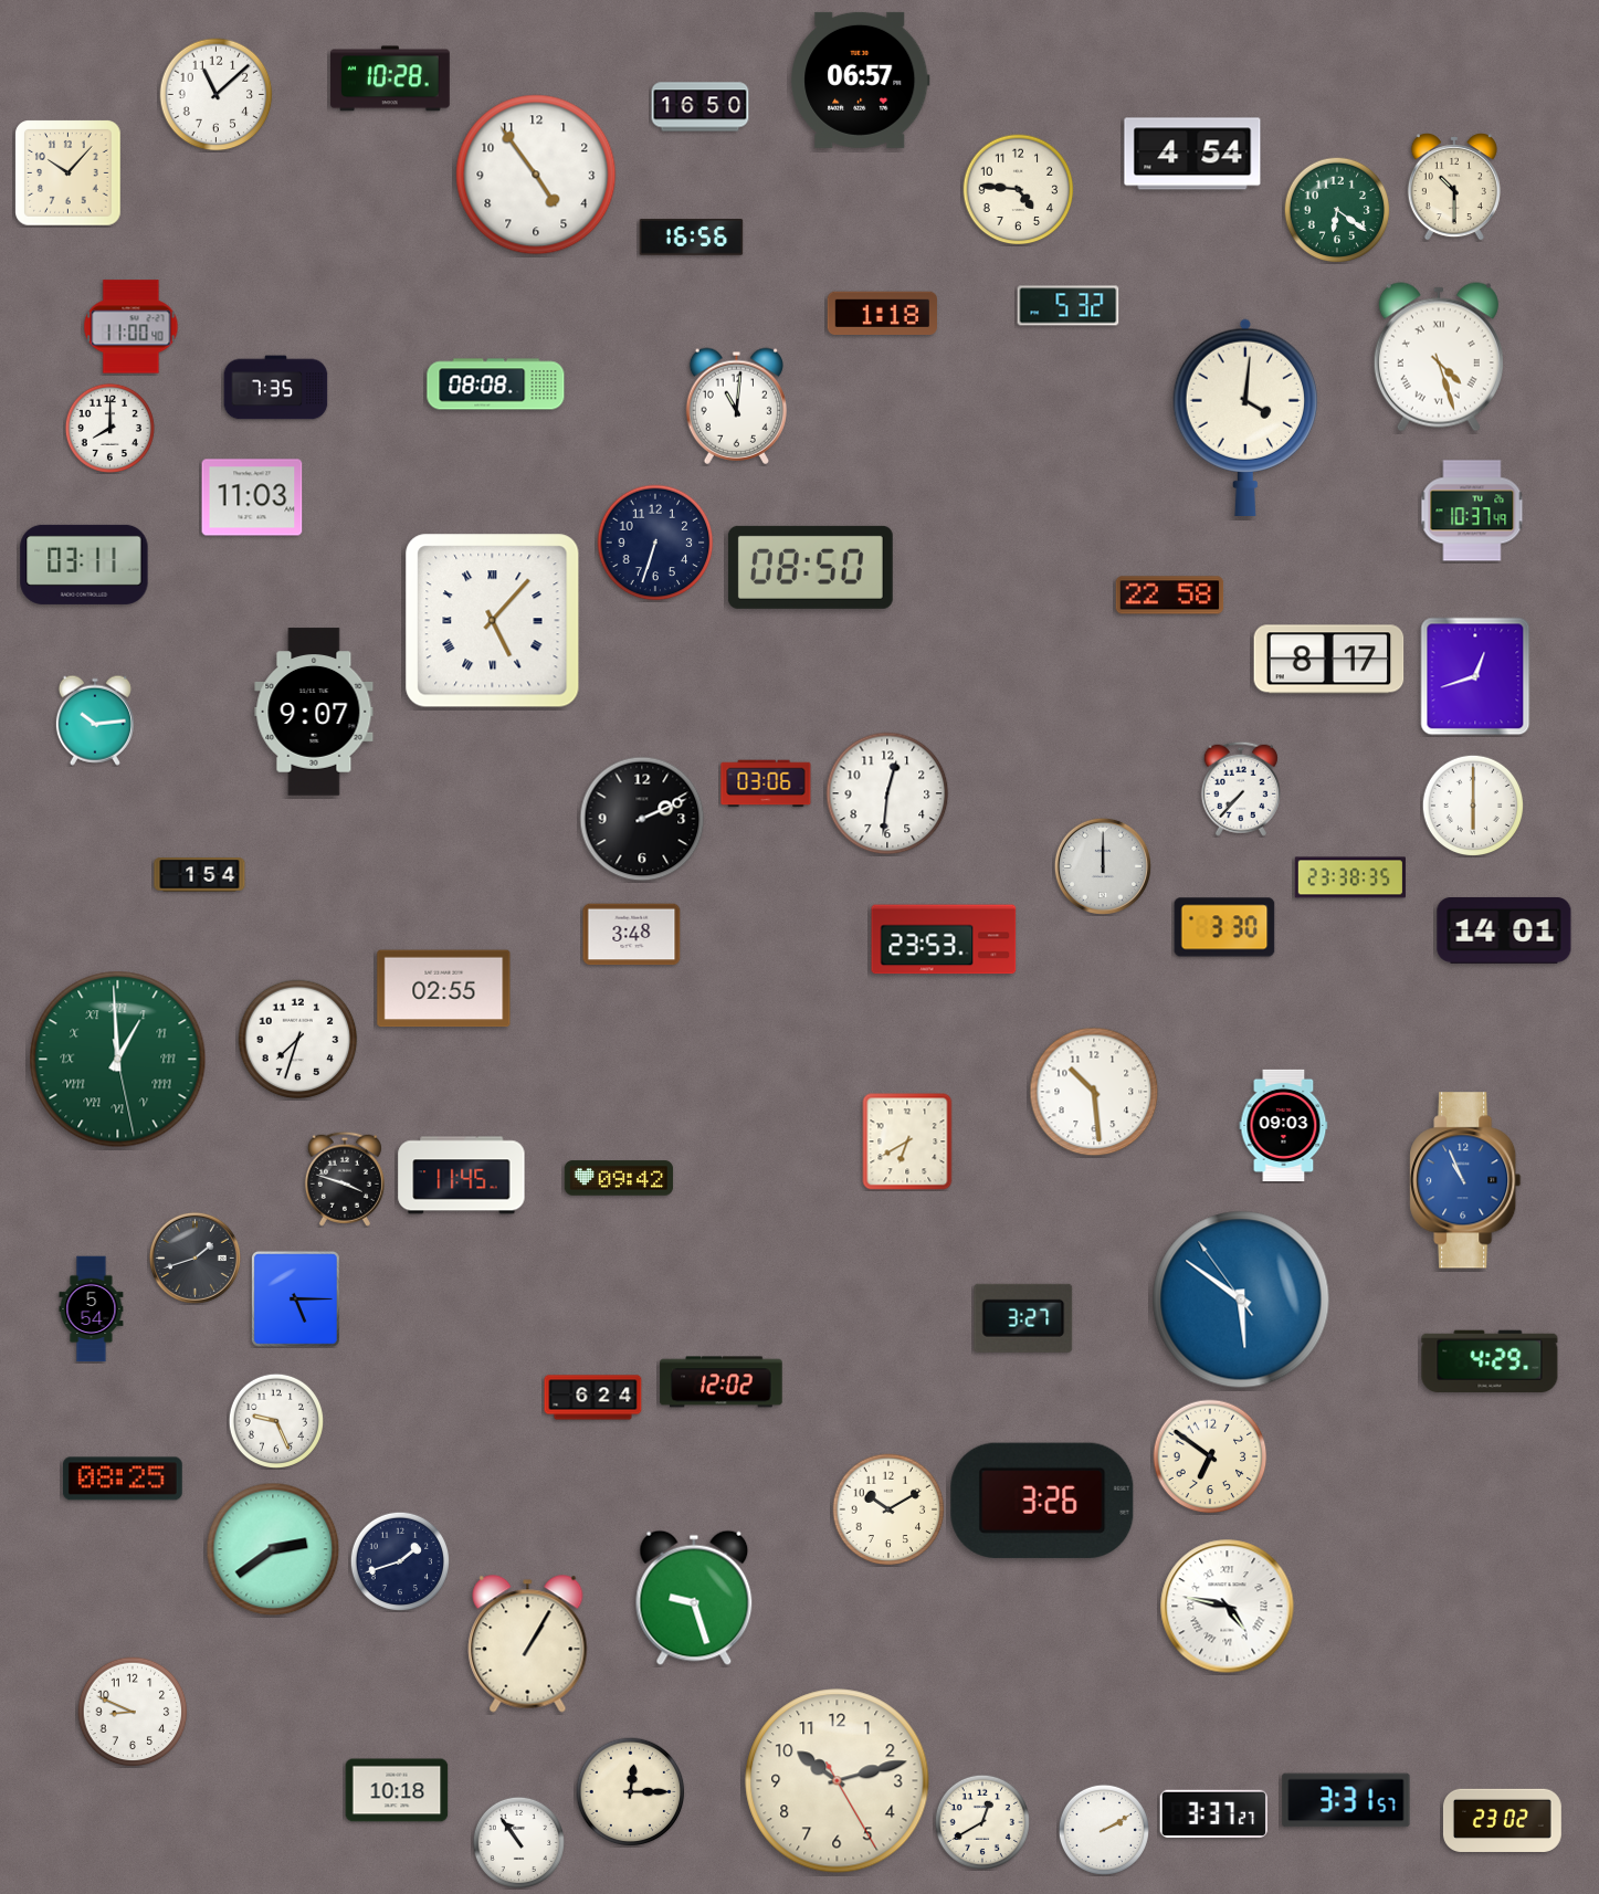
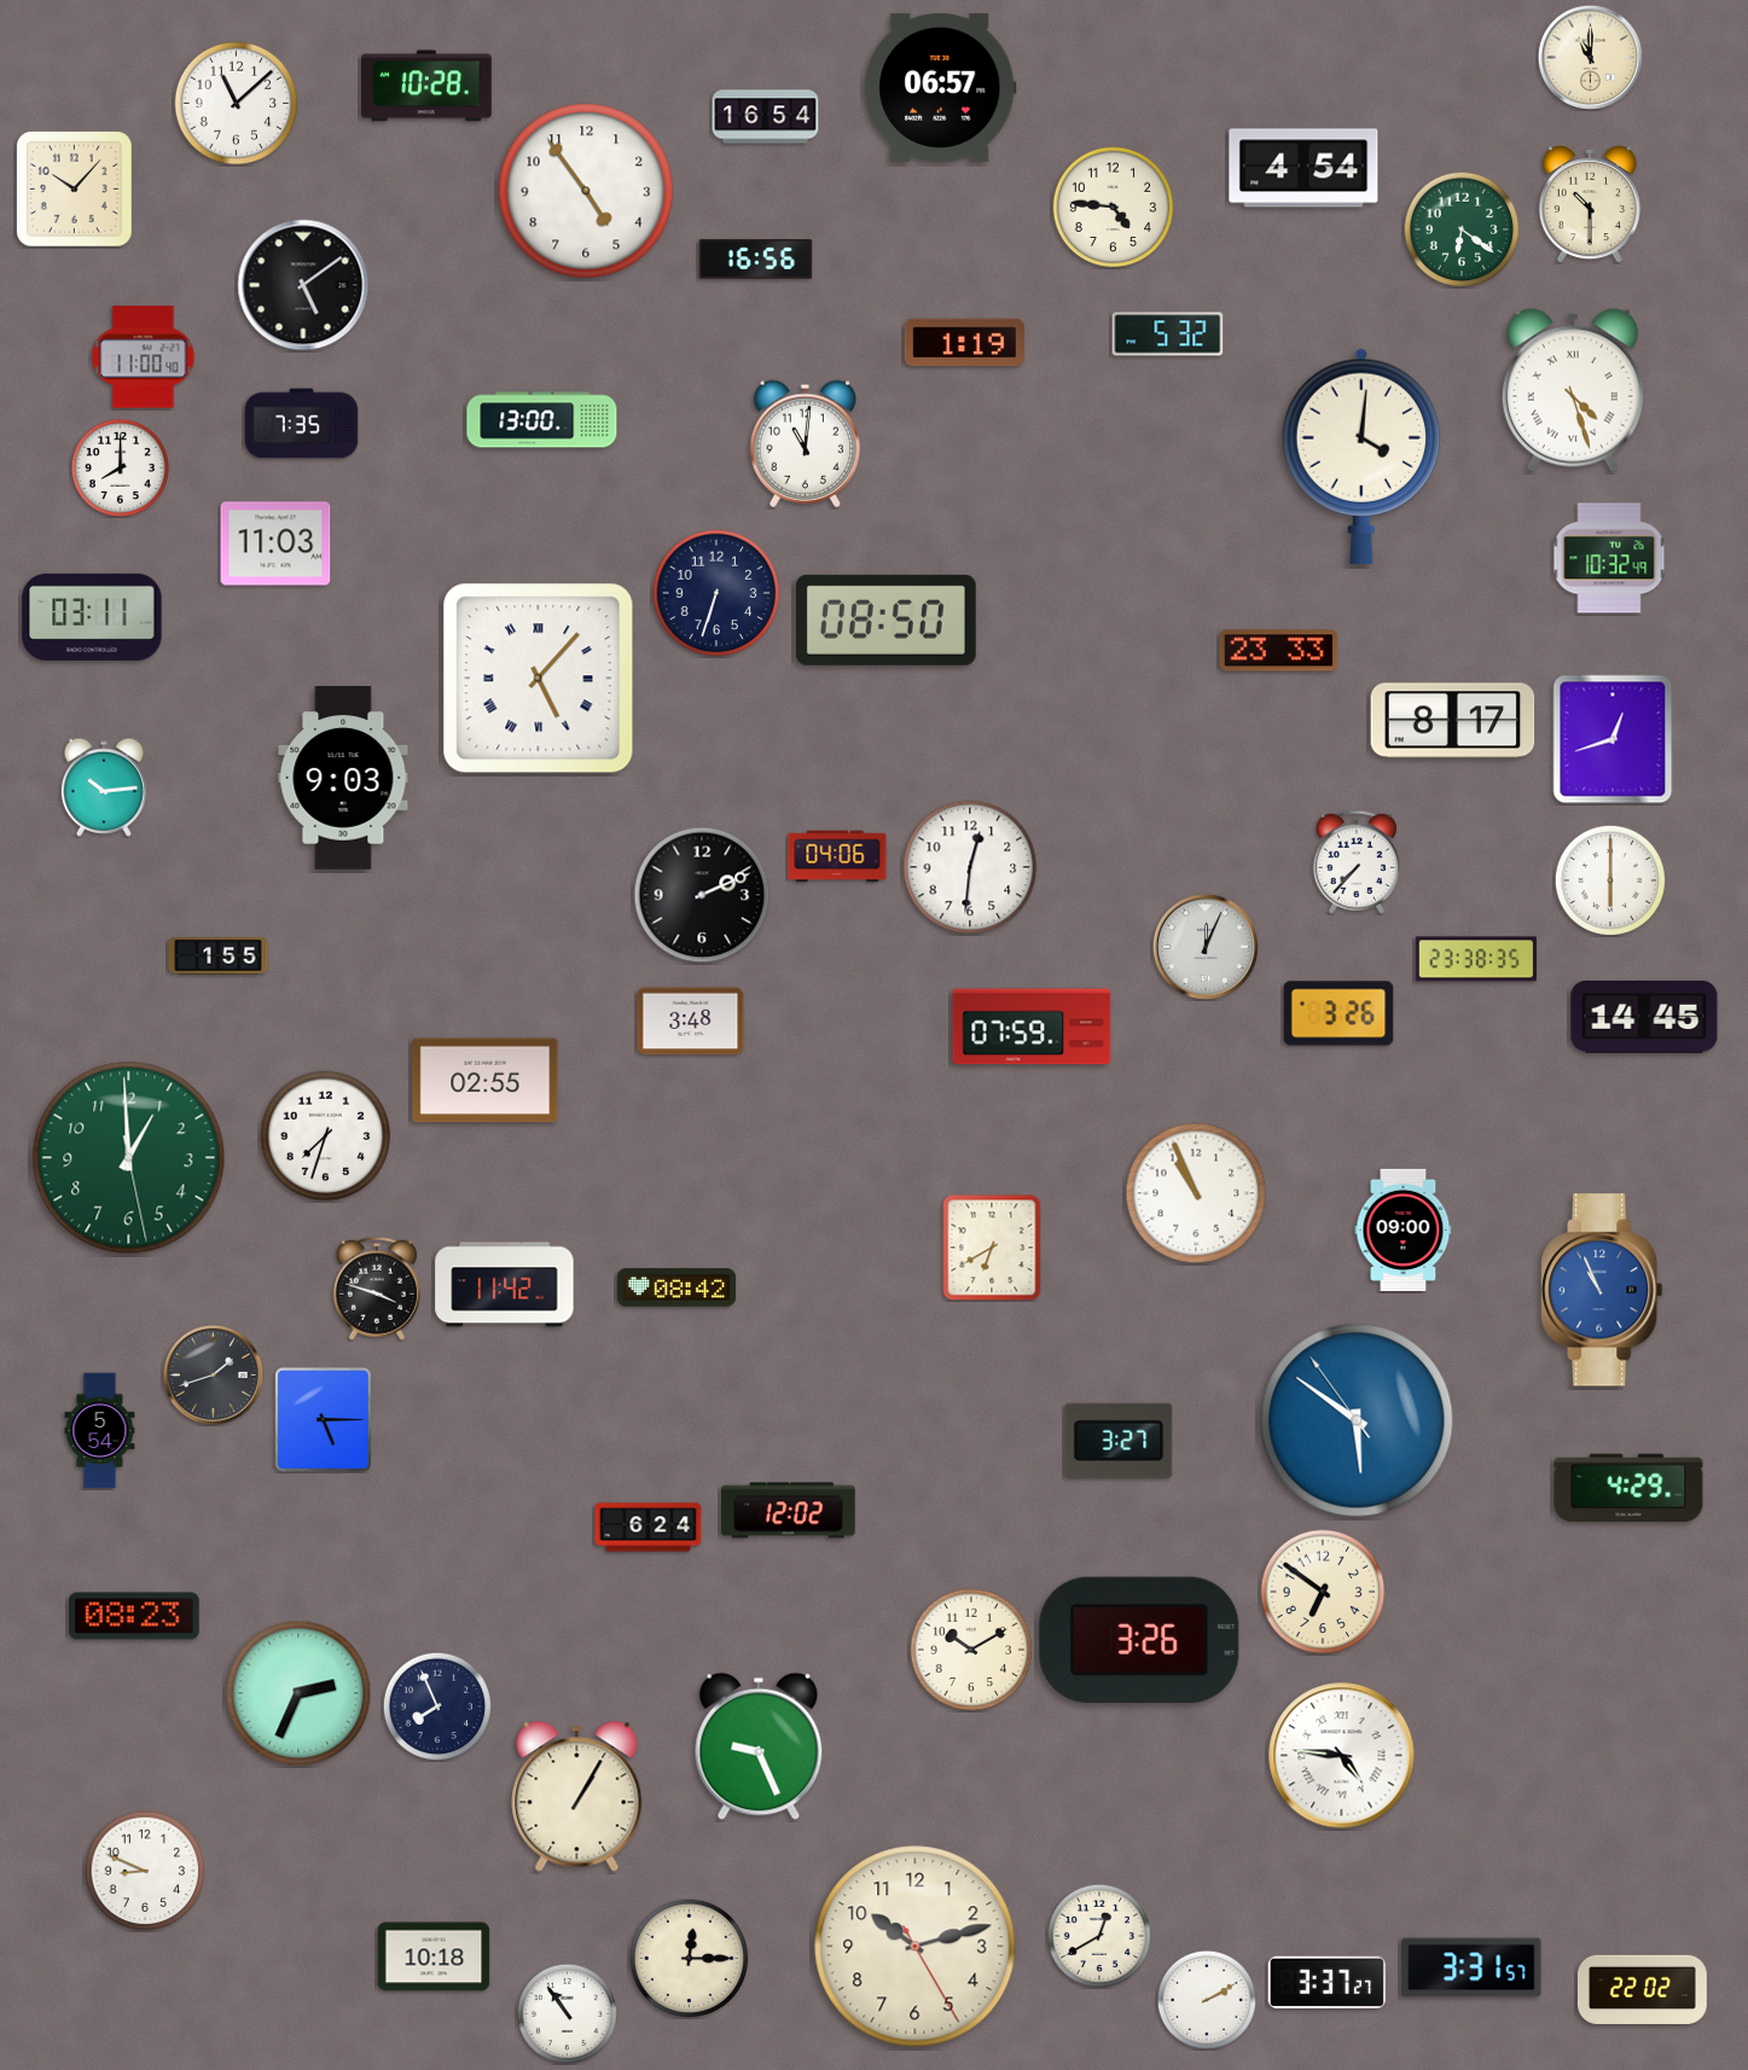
clock at (1590, 57): none -> 11:00
clock at (701, 107): 16:50 -> 16:54
clock at (303, 285): none -> 5:09
clock at (882, 313): 1:18 -> 1:19
clock at (496, 385): 08:08 -> 13:00
clock at (1472, 511): 10:37 -> 10:32
clock at (1170, 596): 22:58 -> 23:33
clock at (314, 712): 9:07 -> 9:03
clock at (766, 783): 03:06 -> 04:06
clock at (1103, 866): 12:00 -> 12:04
clock at (200, 875): 1:54 -> 1:55
clock at (1224, 927): 3:30 -> 3:26
clock at (1504, 930): 14:01 -> 14:45
clock at (944, 939): 23:53 -> 07:59
clock at (118, 1060) numerals: Roman -> Arabic
clock at (1094, 1092): 10:29 -> 10:56
clock at (1284, 1125): 09:03 -> 09:00
clock at (462, 1176): 11:45 -> 11:42
clock at (619, 1178): 09:42 -> 08:42
clock at (275, 1420): 9:26 -> none
clock at (123, 1479): 08:25 -> 08:23
clock at (273, 1549): 2:39 -> 2:34
clock at (400, 1561): 1:42 -> 7:56
clock at (694, 1598): 9:27 -> 9:26
clock at (1228, 1607): 4:47 -> 4:46
clock at (1503, 1820): 23:02 -> 22:02
clock at (981, 1821) position: (981, 1821) -> (1098, 1935)
